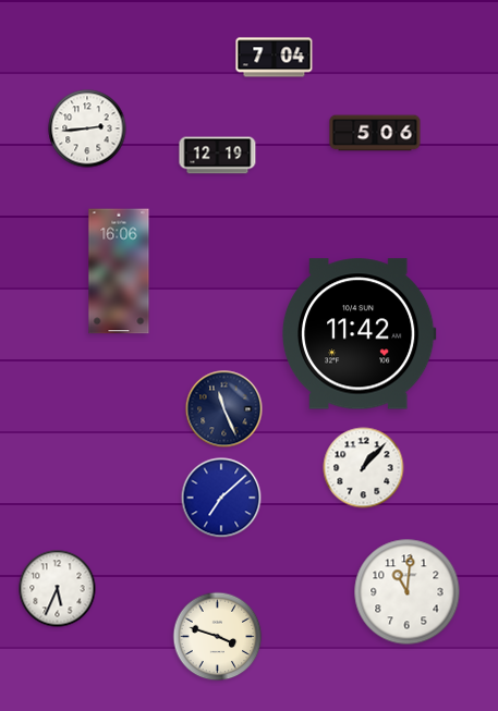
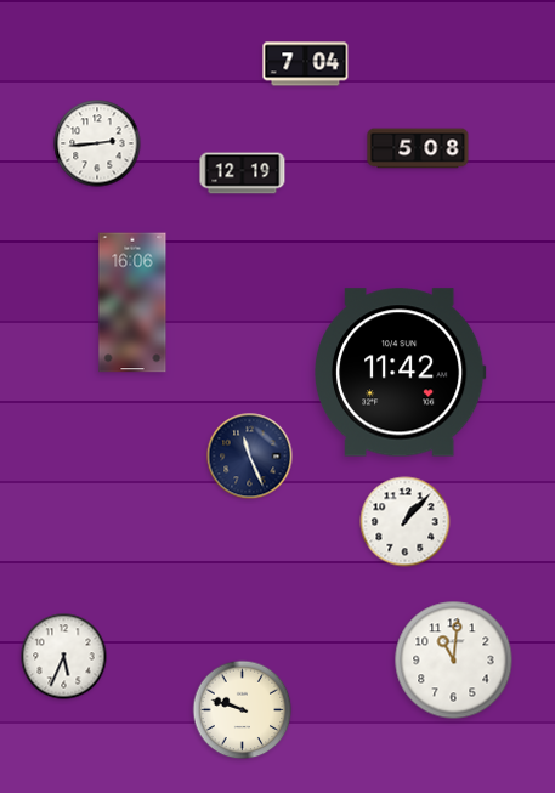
clock at (375, 133): 5:06 -> 5:08
clock at (221, 498): 7:08 -> none
clock at (218, 637): 3:48 -> 9:48
